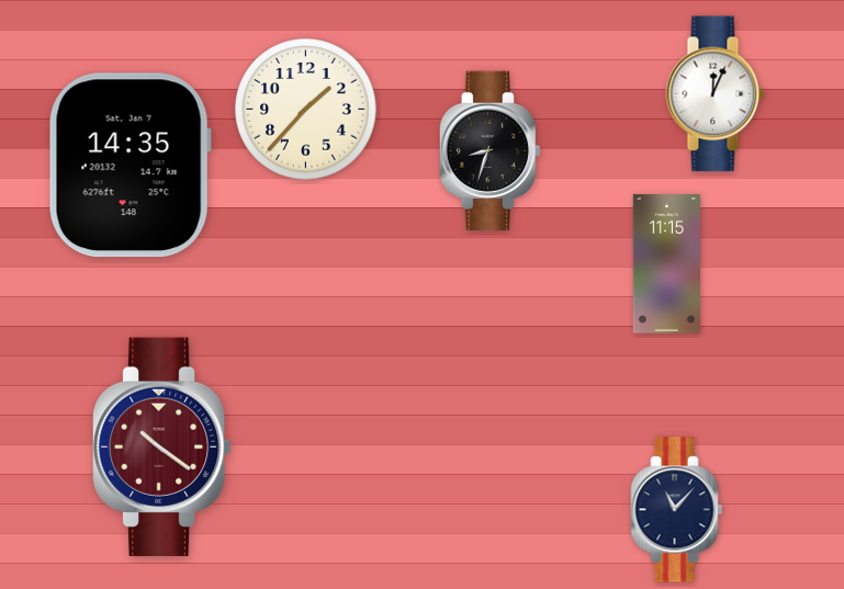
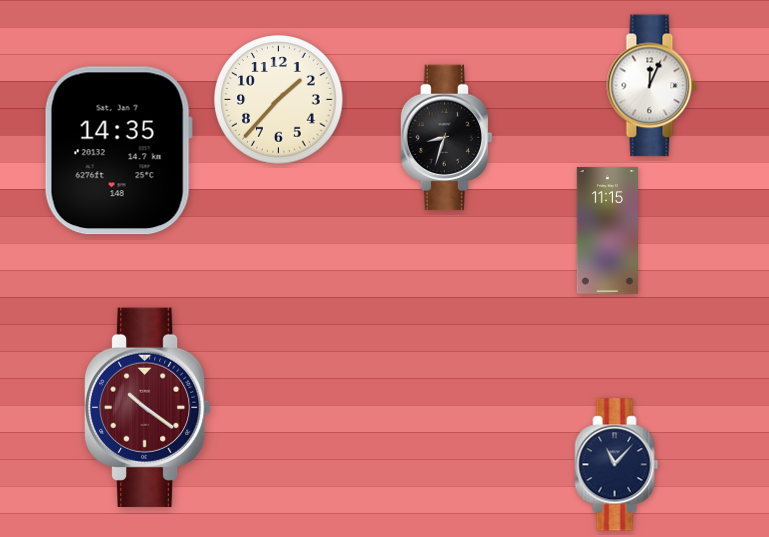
clock at (666, 264) position: (666, 264) -> (607, 231)
